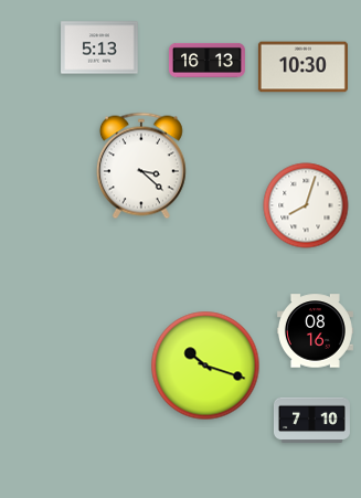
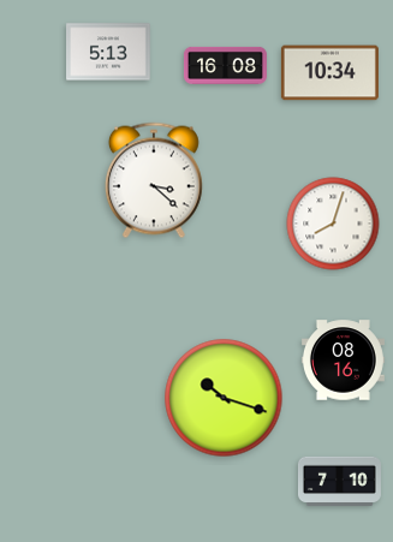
clock at (206, 60): 16:13 -> 16:08
clock at (302, 67): 10:30 -> 10:34
clock at (311, 421) position: (311, 421) -> (339, 482)
